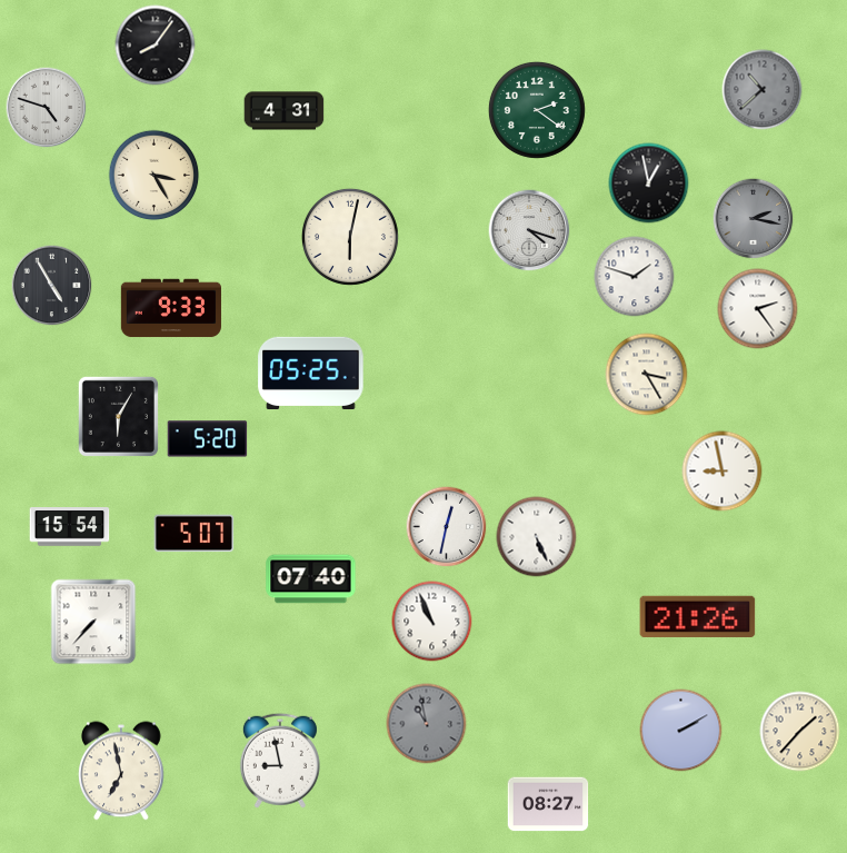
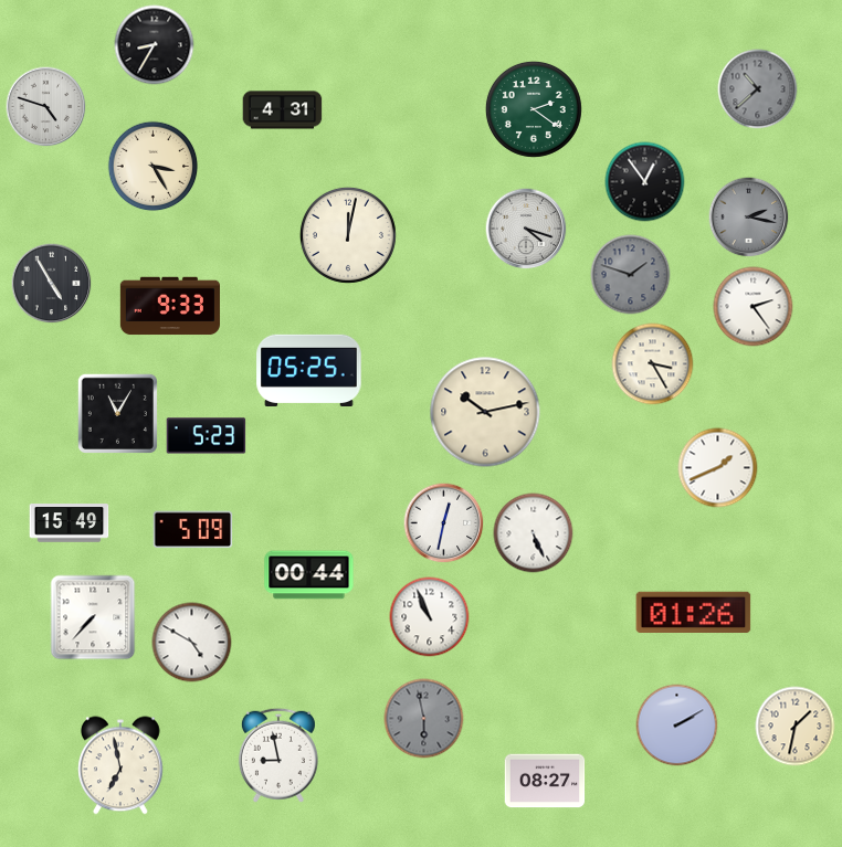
clock at (156, 46): 8:06 -> 8:35
clock at (155, 176) position: (155, 176) -> (154, 167)
clock at (649, 184): 12:58 -> 12:54
clock at (350, 237): 6:02 -> 12:02
clock at (635, 277) dial: white -> grey
clock at (647, 375) position: (647, 375) -> (653, 364)
clock at (485, 412): none -> 10:13
clock at (118, 416): 6:05 -> 11:05
clock at (208, 439): 5:20 -> 5:23
clock at (723, 472): 8:58 -> 1:41
clock at (70, 527): 15:54 -> 15:49
clock at (195, 534): 5:07 -> 5:09
clock at (311, 579): 07:40 -> 00:44
clock at (698, 616): 21:26 -> 01:26
clock at (192, 643): none -> 4:50
clock at (427, 724): 10:58 -> 5:58
clock at (800, 732): 1:37 -> 1:32
clock at (548, 804) position: (548, 804) -> (545, 781)
